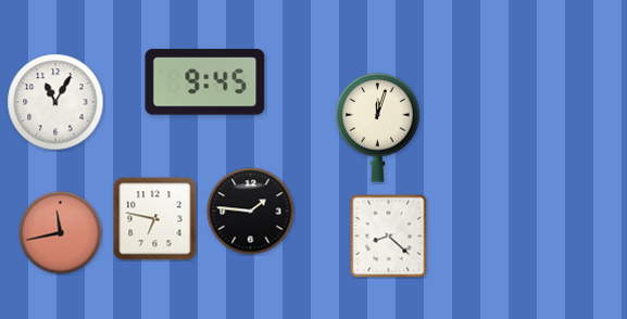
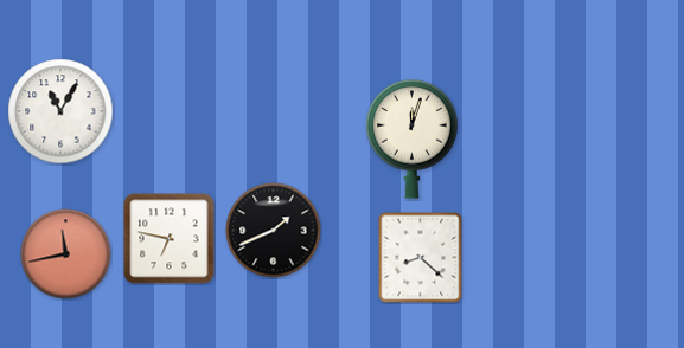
clock at (205, 82): 9:45 -> none
clock at (251, 212): 1:46 -> 1:41
clock at (389, 235) position: (389, 235) -> (421, 257)
